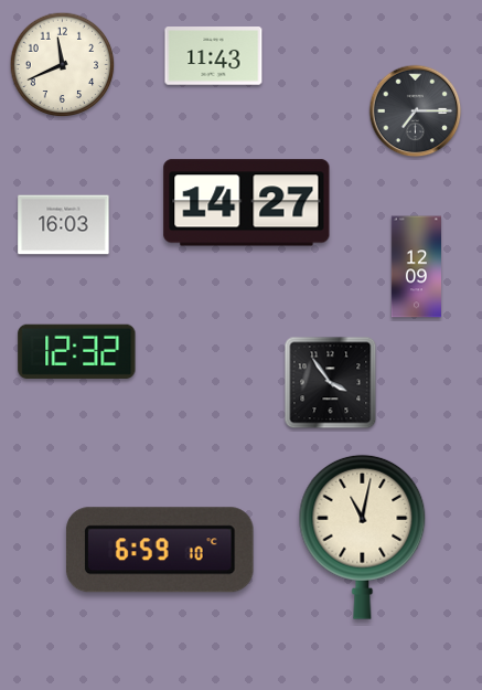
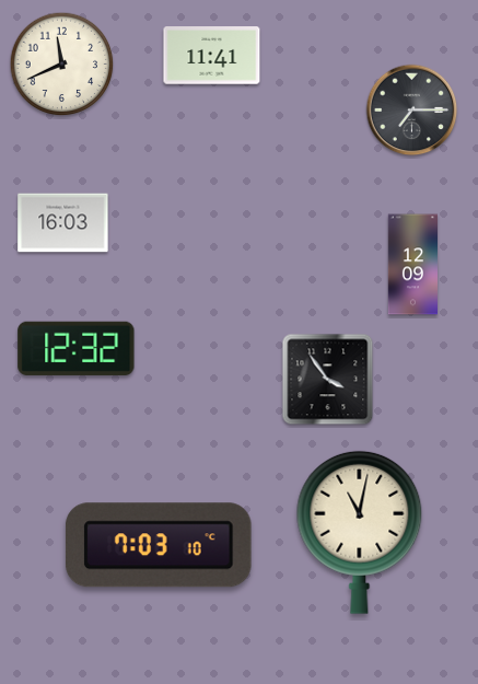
clock at (214, 56): 11:43 -> 11:41
clock at (247, 203): 14:27 -> none
clock at (160, 550): 6:59 -> 7:03
